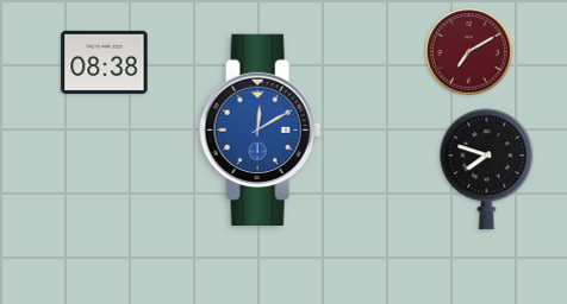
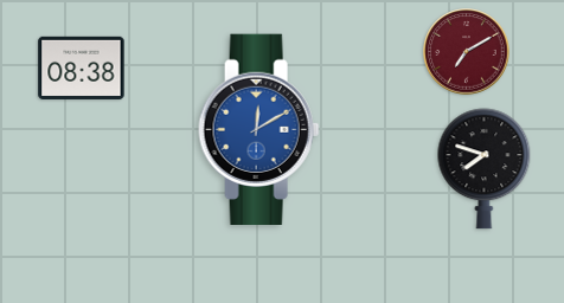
clock at (105, 62) position: (105, 62) -> (82, 67)
